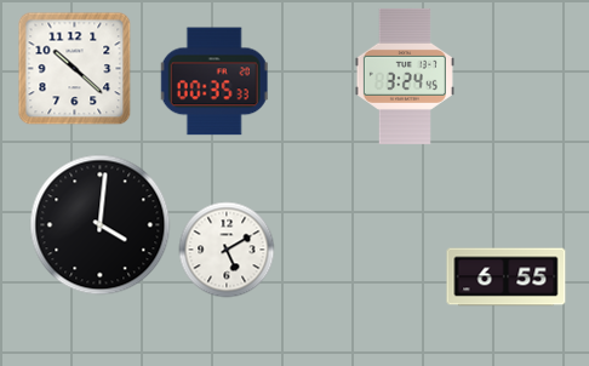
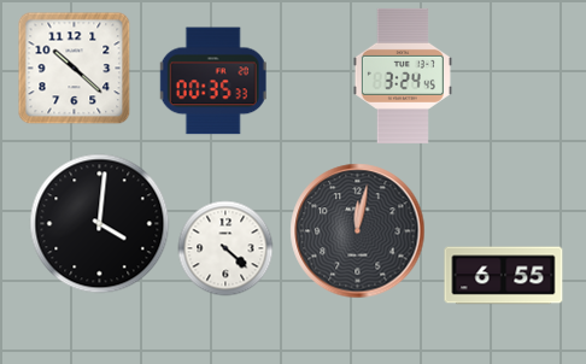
clock at (358, 231): none -> 12:02
clock at (227, 250): 5:10 -> 4:22
